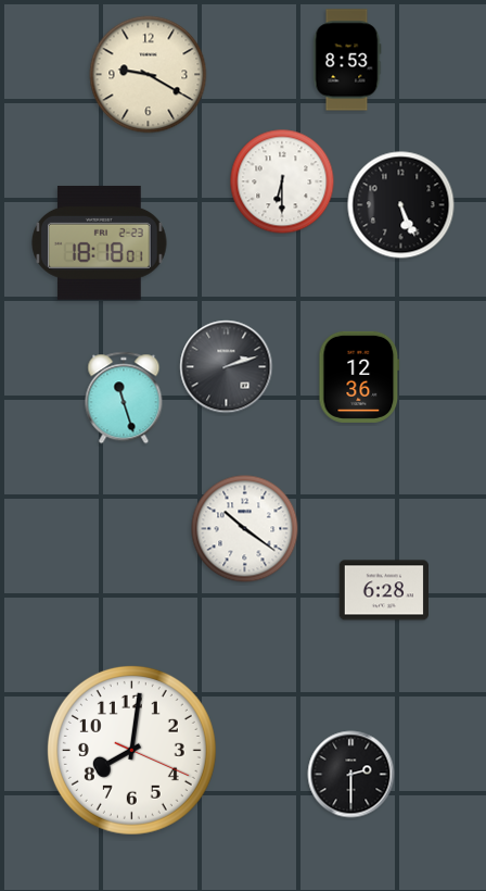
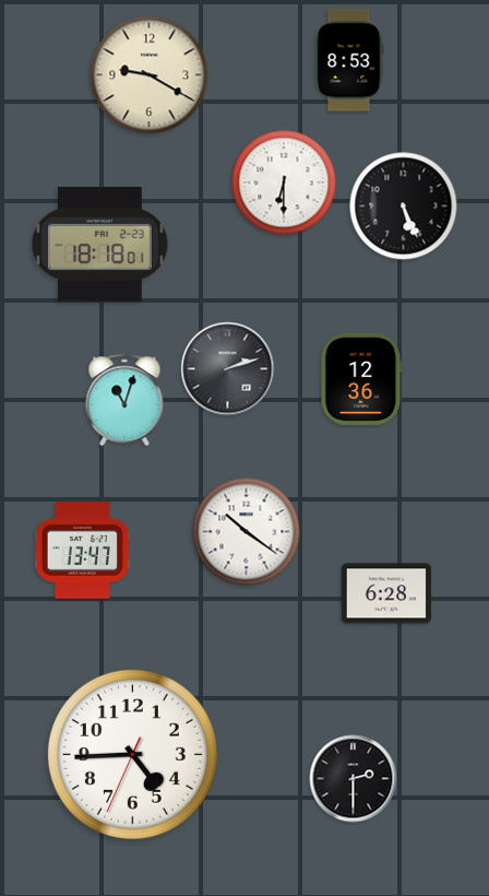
clock at (124, 398): 11:27 -> 11:03
clock at (82, 551): none -> 13:47
clock at (131, 750): 8:01 -> 4:44
